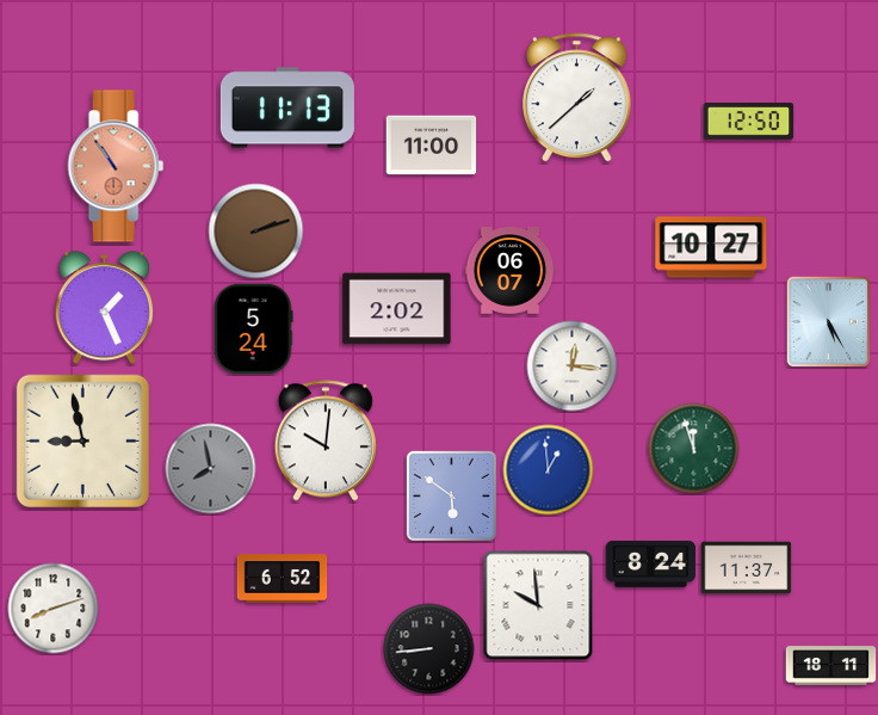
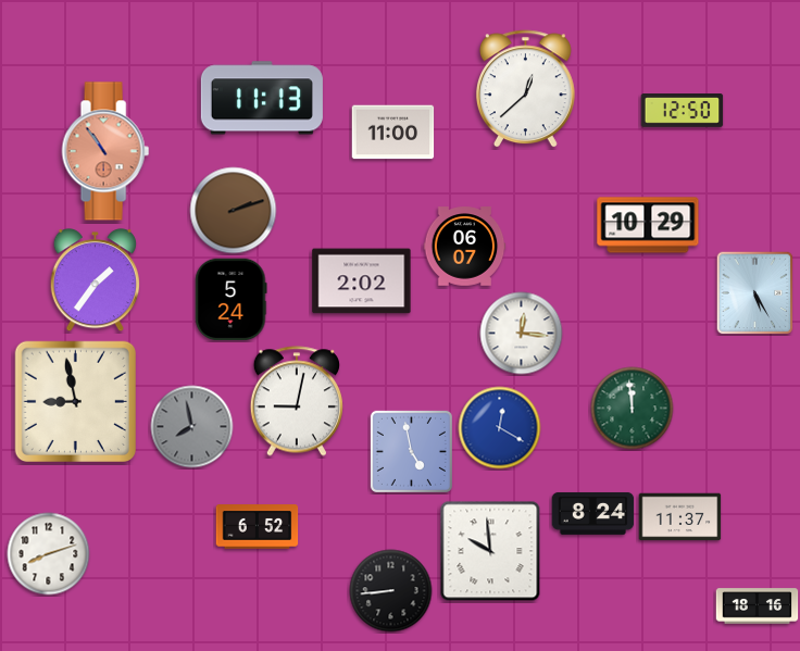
clock at (576, 98): 1:38 -> 12:38
clock at (711, 247): 10:27 -> 10:29
clock at (104, 308): 1:26 -> 1:36
clock at (326, 440): 10:01 -> 9:02
clock at (694, 449): 11:57 -> 11:59
clock at (549, 470): 12:59 -> 12:20
clock at (451, 495): 5:51 -> 4:58
clock at (831, 666): 18:11 -> 18:16
